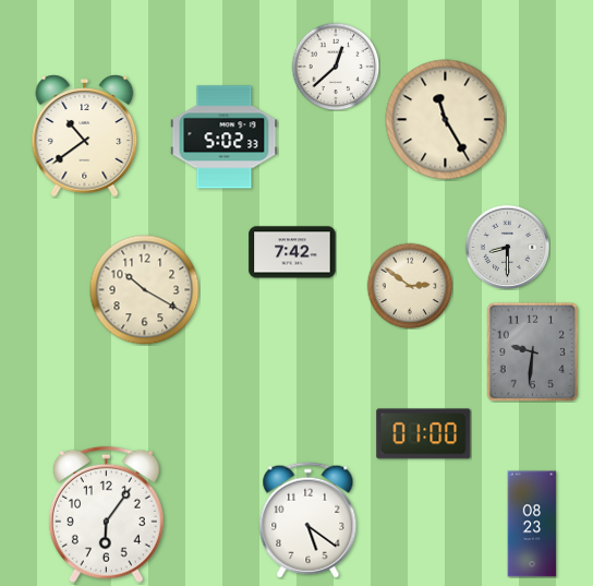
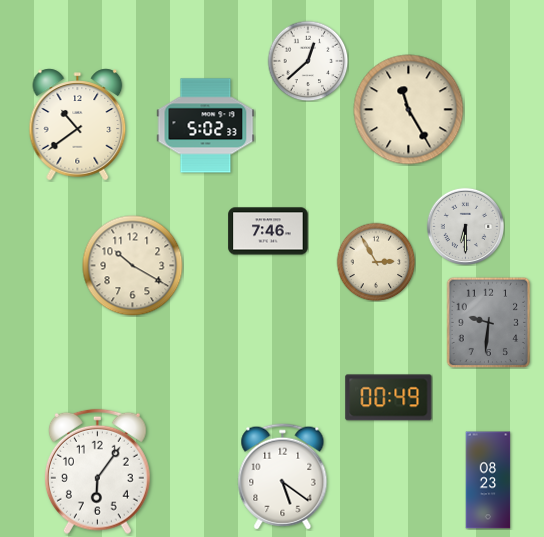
clock at (507, 247): 8:30 -> 6:30
clock at (292, 252): 7:42 -> 7:46
clock at (410, 286): 2:51 -> 2:55
clock at (424, 434): 01:00 -> 00:49
